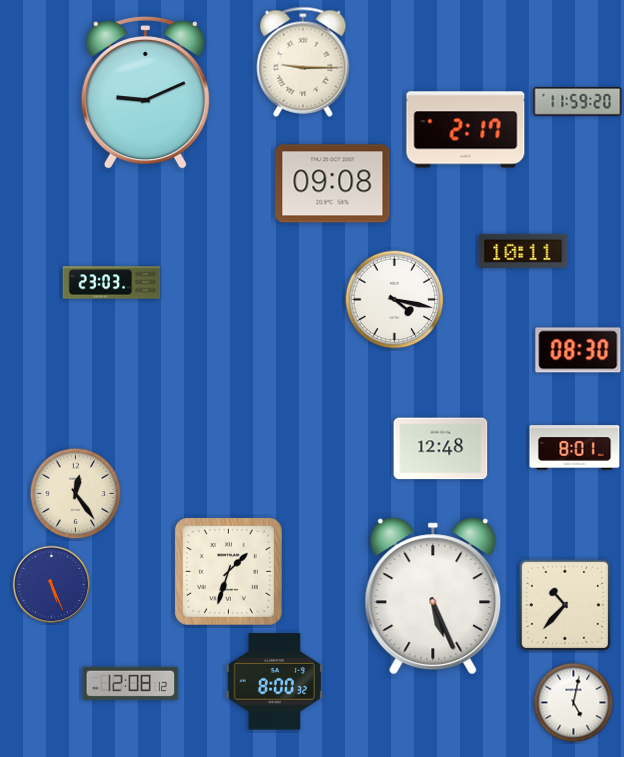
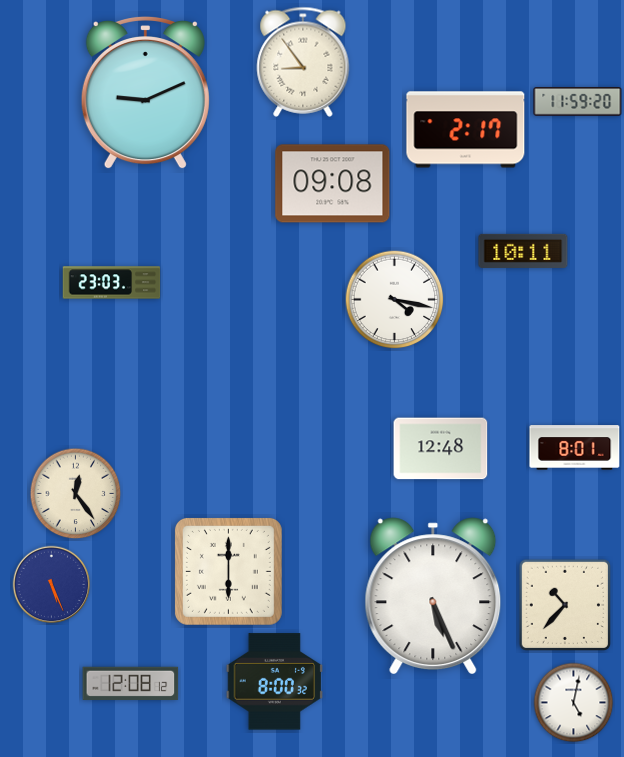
clock at (303, 62): 9:15 -> 8:54
clock at (578, 350): 08:30 -> none
clock at (228, 571): 1:33 -> 6:00
